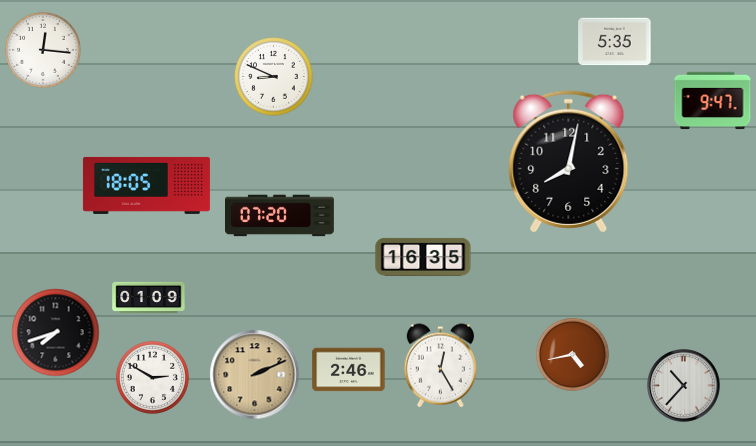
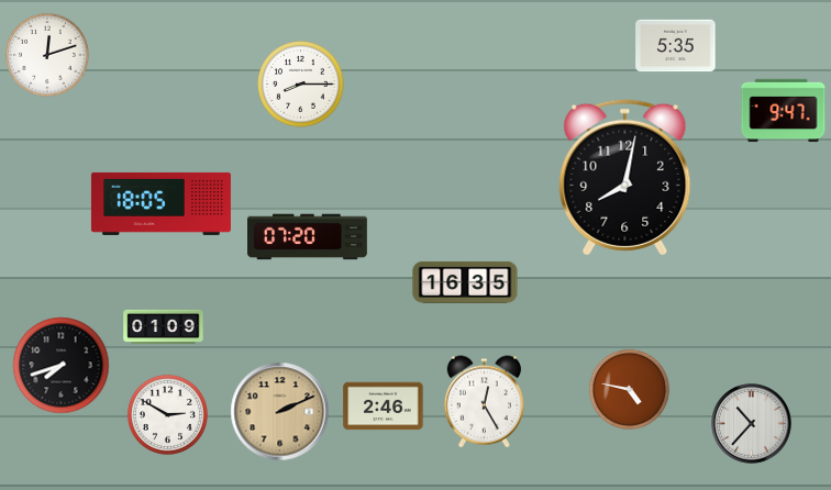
clock at (43, 50): 12:16 -> 12:12
clock at (274, 77): 8:49 -> 8:15
clock at (572, 354): 4:43 -> 4:47
